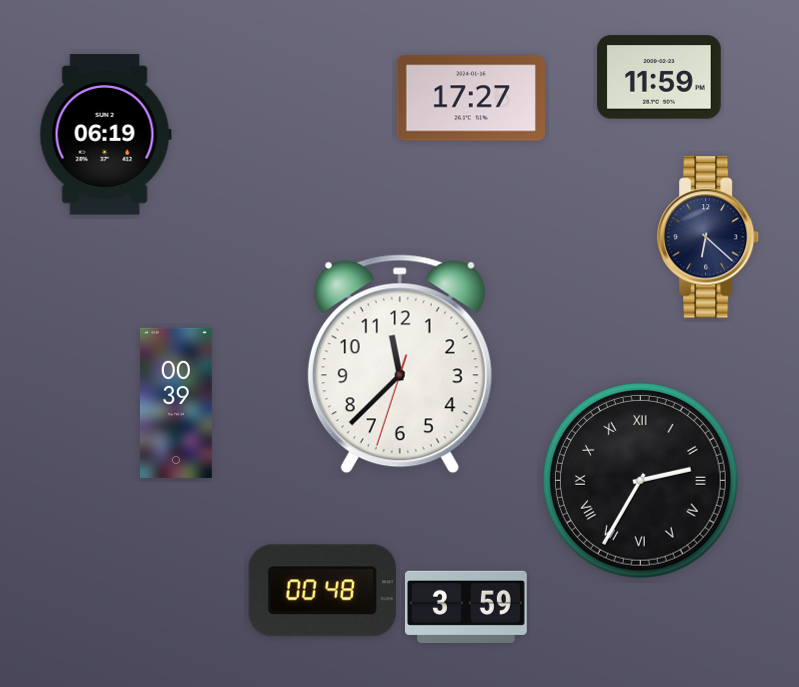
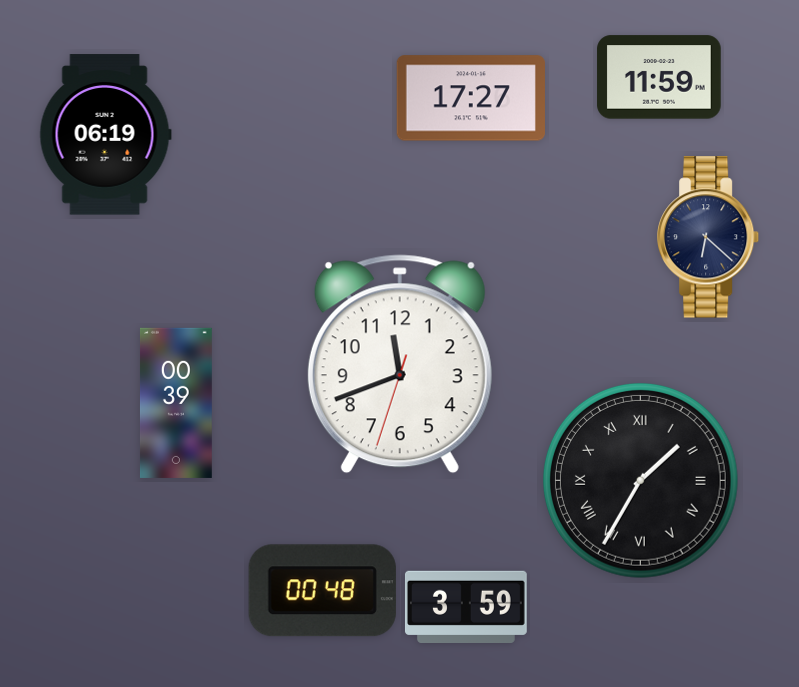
clock at (400, 364): 11:37 -> 11:41
clock at (640, 480): 2:35 -> 1:35
